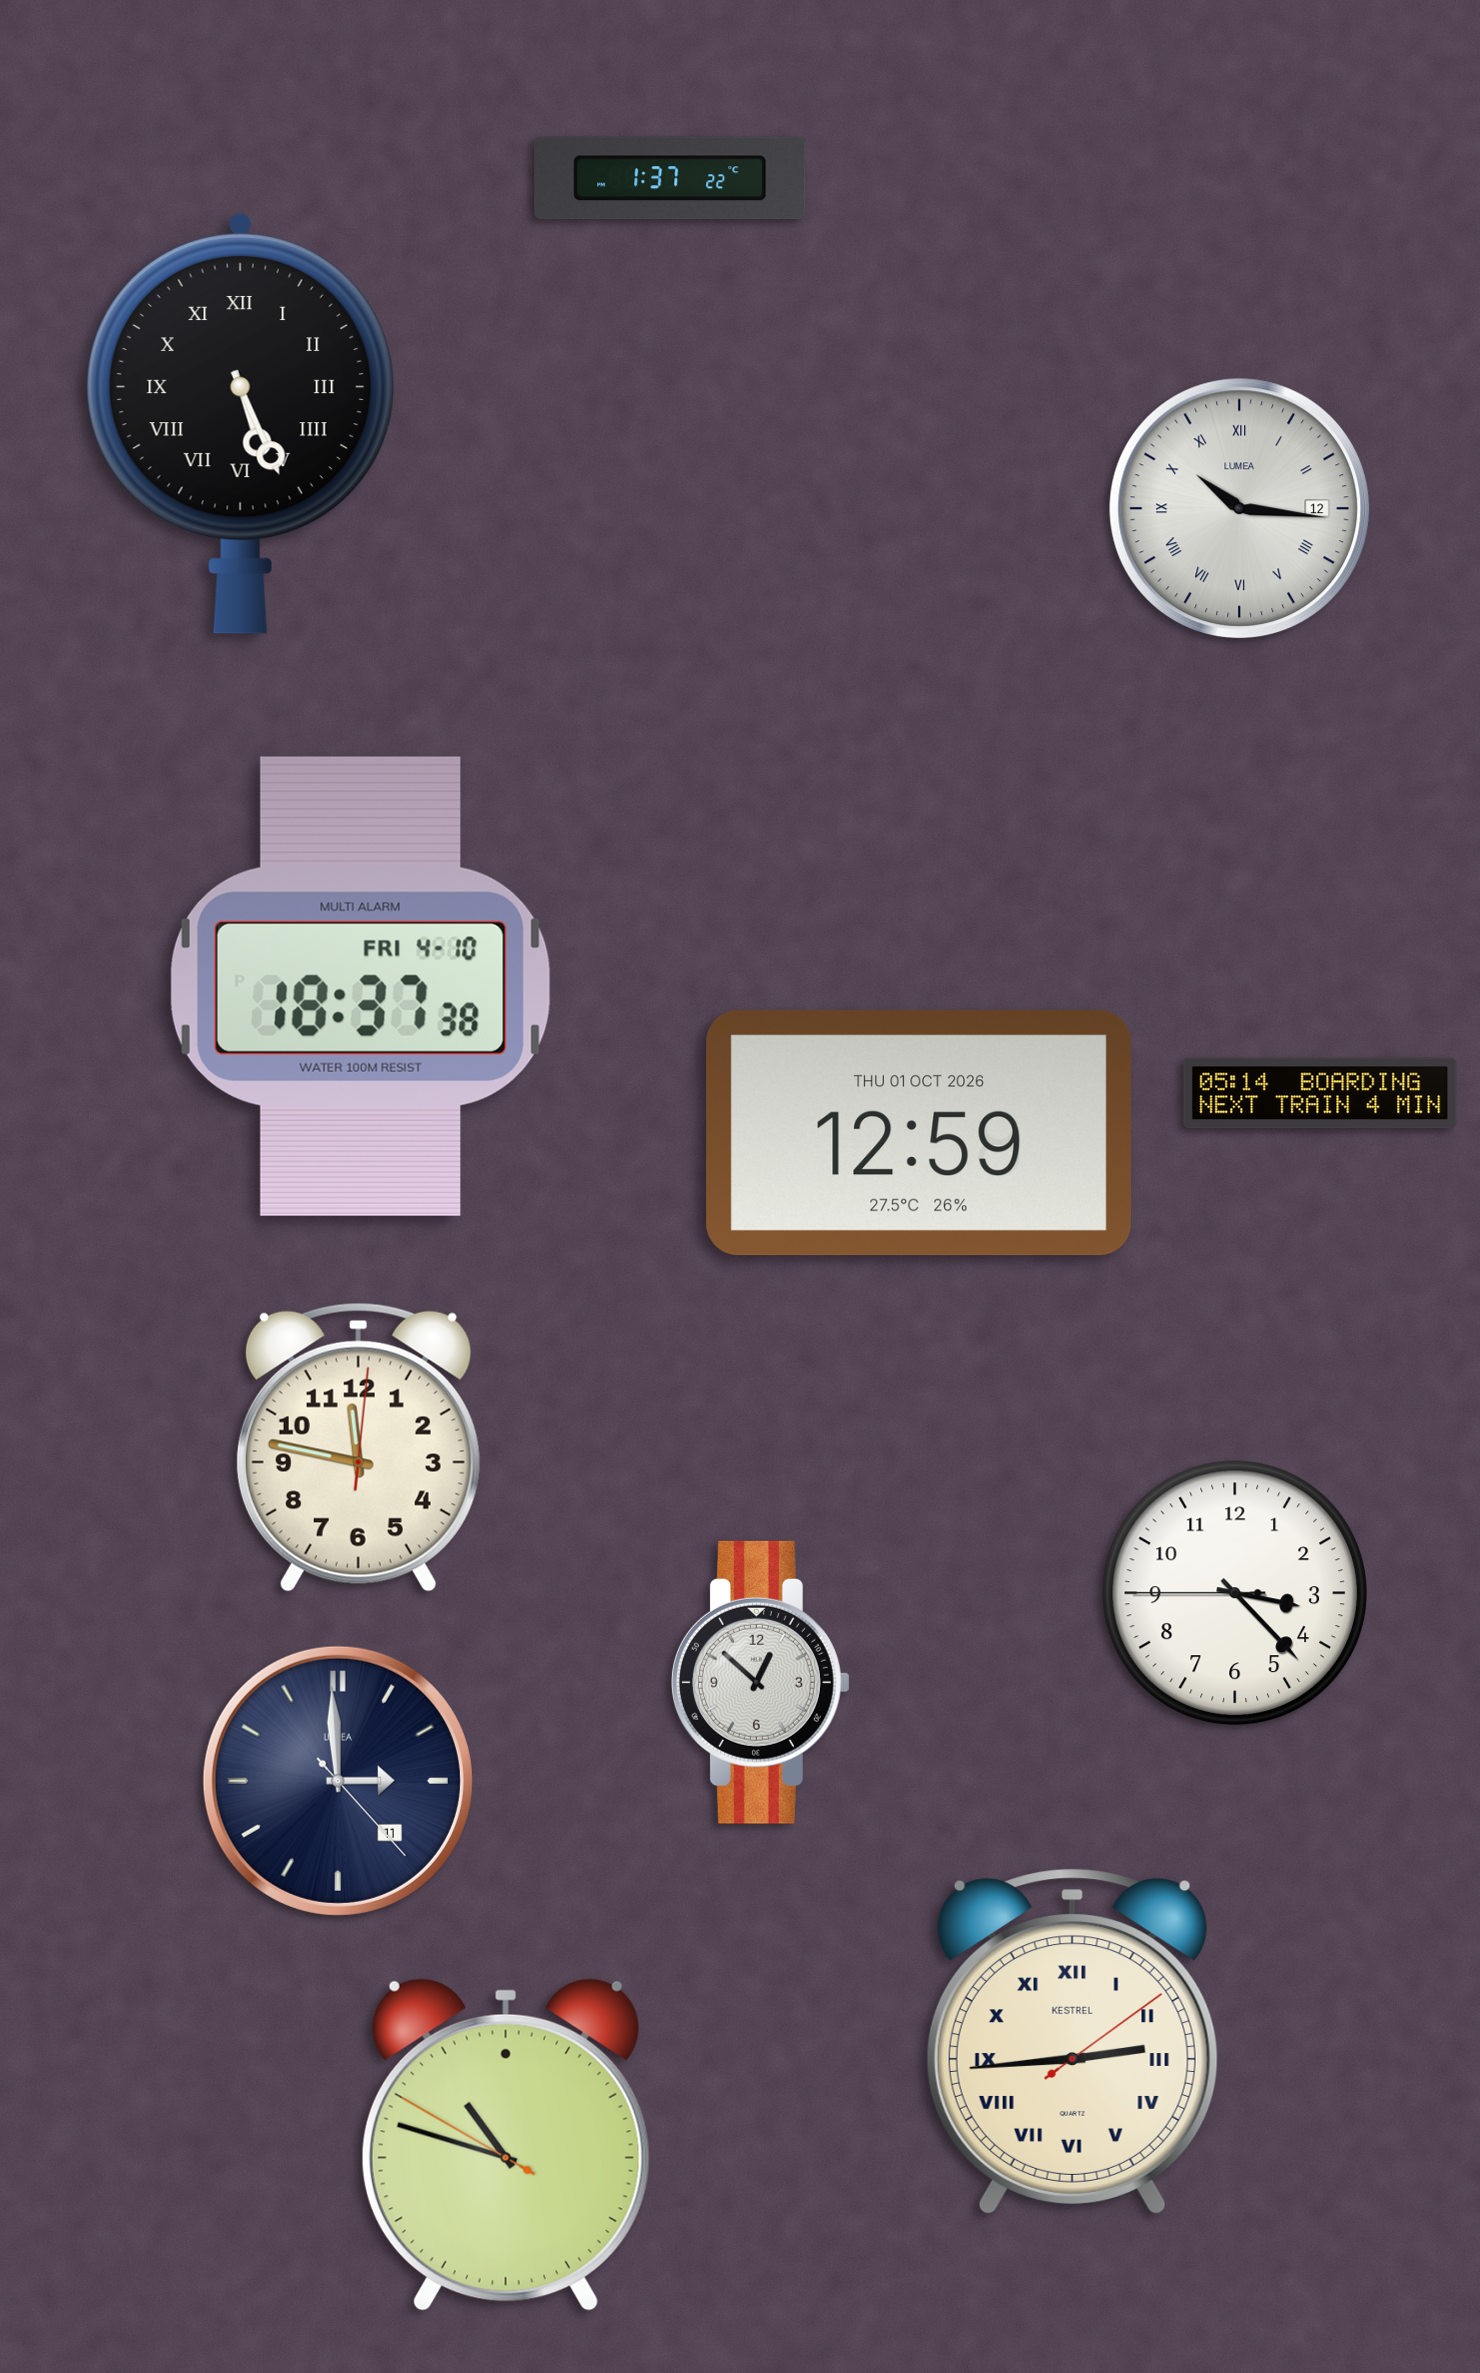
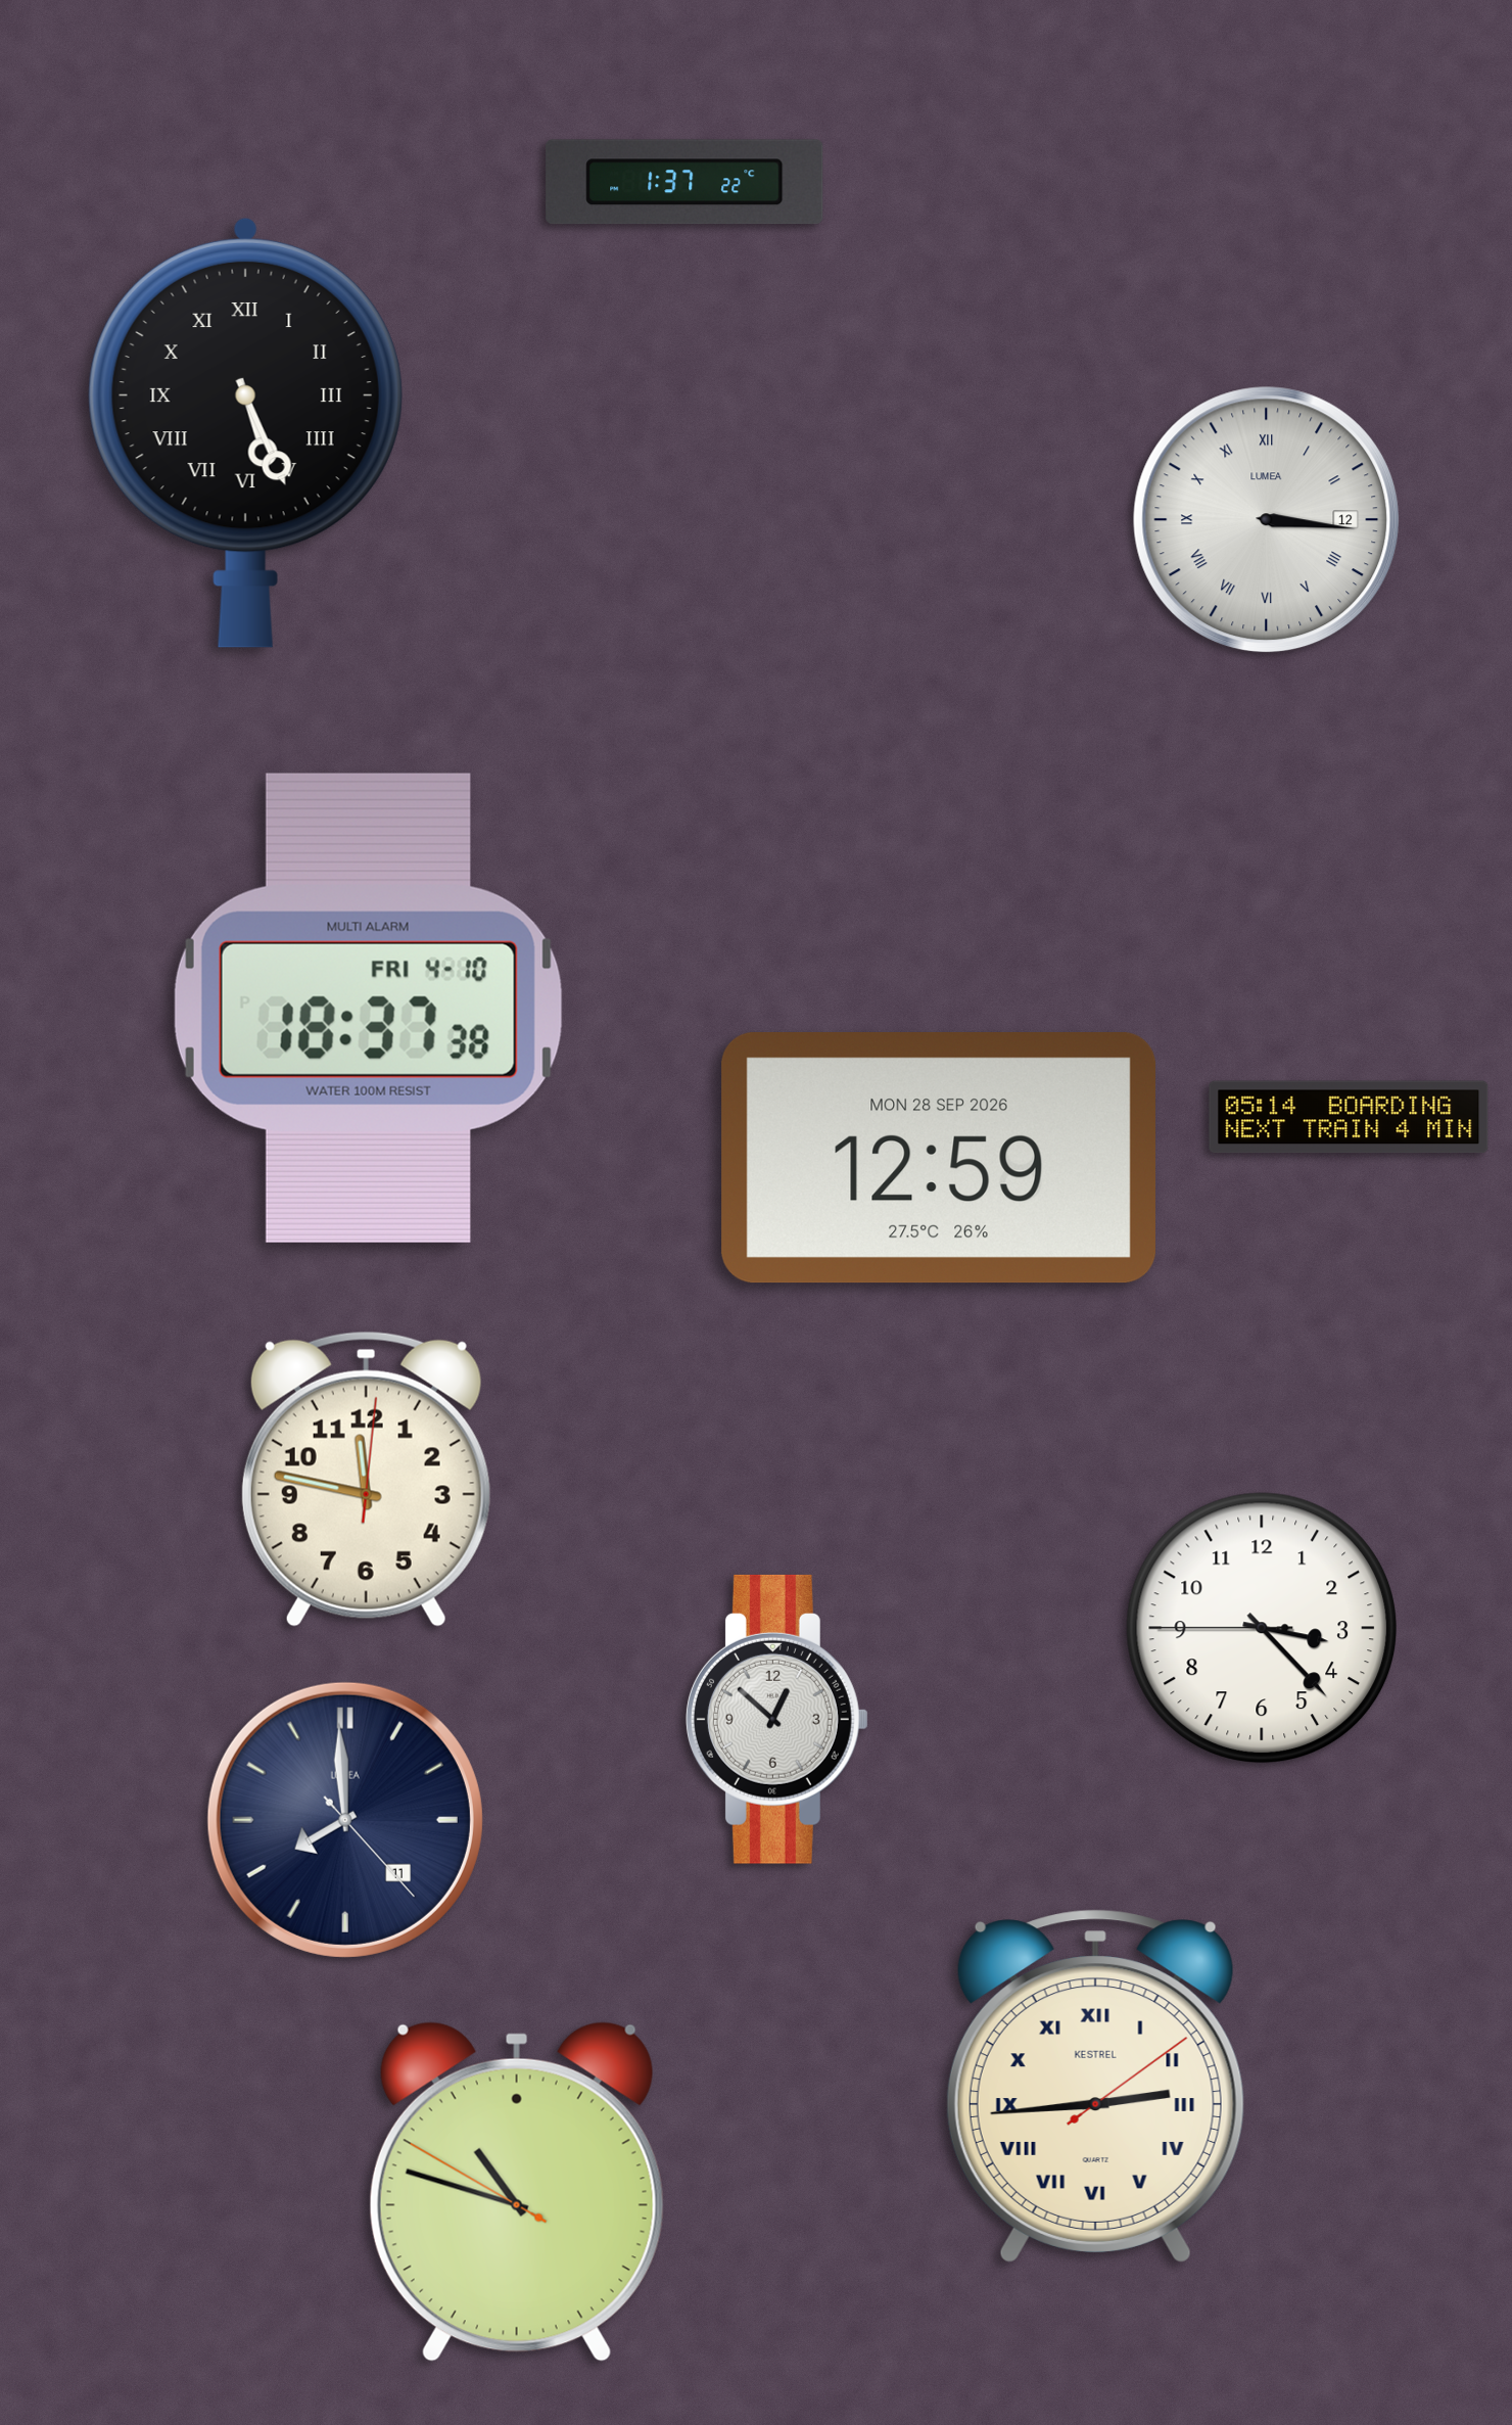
clock at (1240, 509): 10:16 -> 3:16
clock at (919, 1134) date: THU 01 OCT 2026 -> MON 28 SEP 2026
clock at (338, 1781): 2:59 -> 7:59
